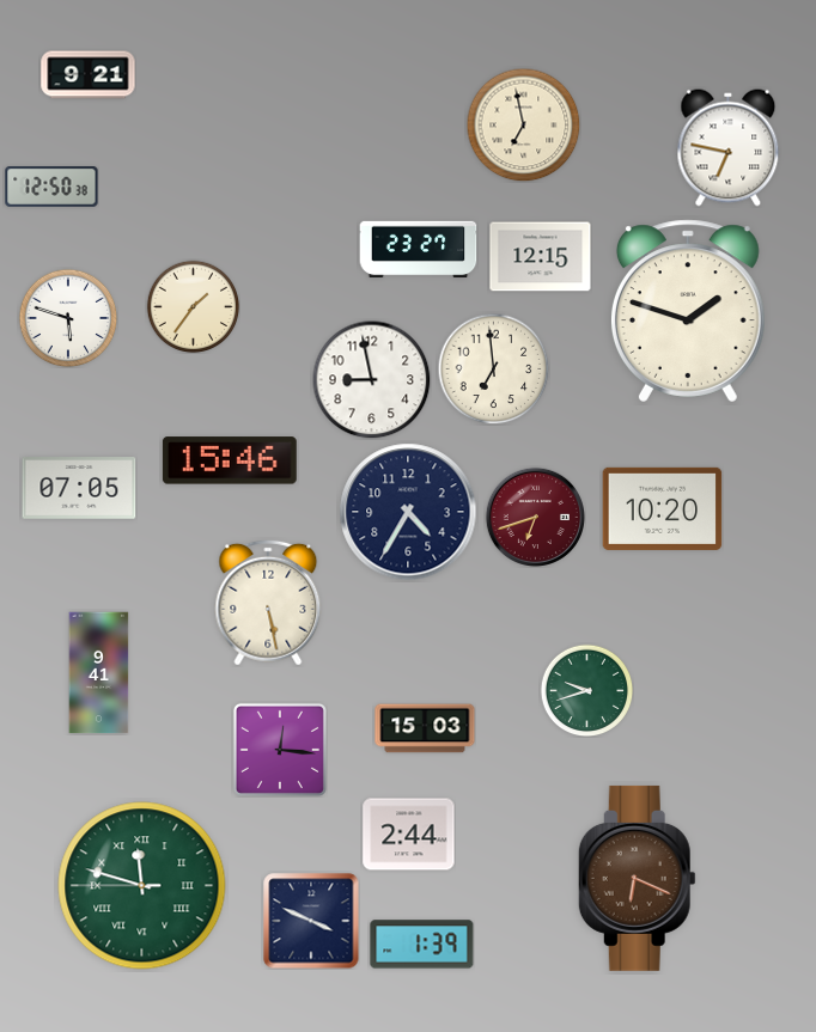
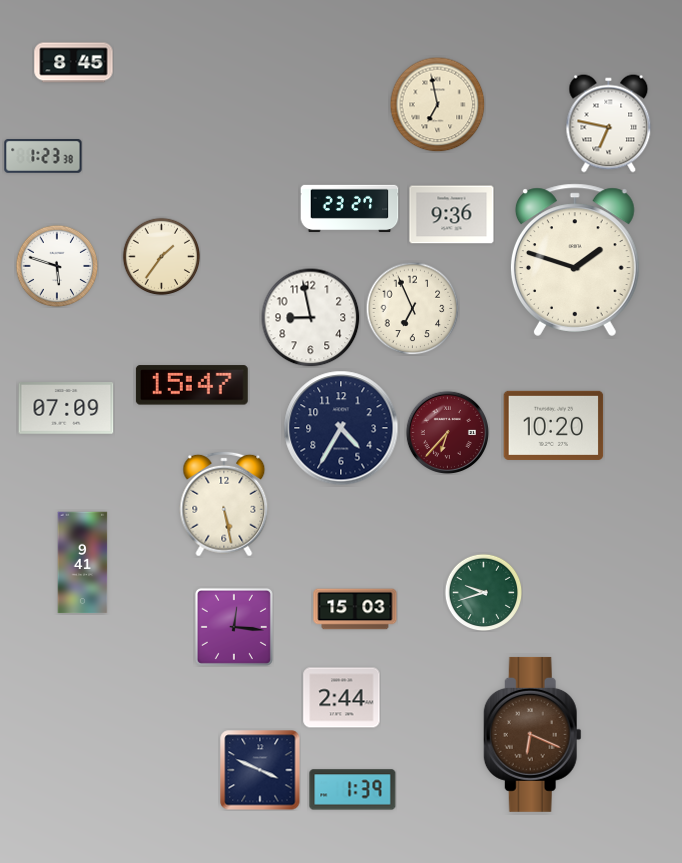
clock at (89, 75): 9:21 -> 8:45
clock at (51, 188): 12:50 -> 1:23
clock at (541, 257): 12:15 -> 9:36
clock at (493, 368): 6:59 -> 6:56
clock at (230, 460): 15:46 -> 15:47
clock at (79, 489): 07:05 -> 07:09
clock at (535, 517): 6:42 -> 6:37
clock at (586, 690) position: (586, 690) -> (483, 592)
clock at (142, 886): 11:47 -> none
